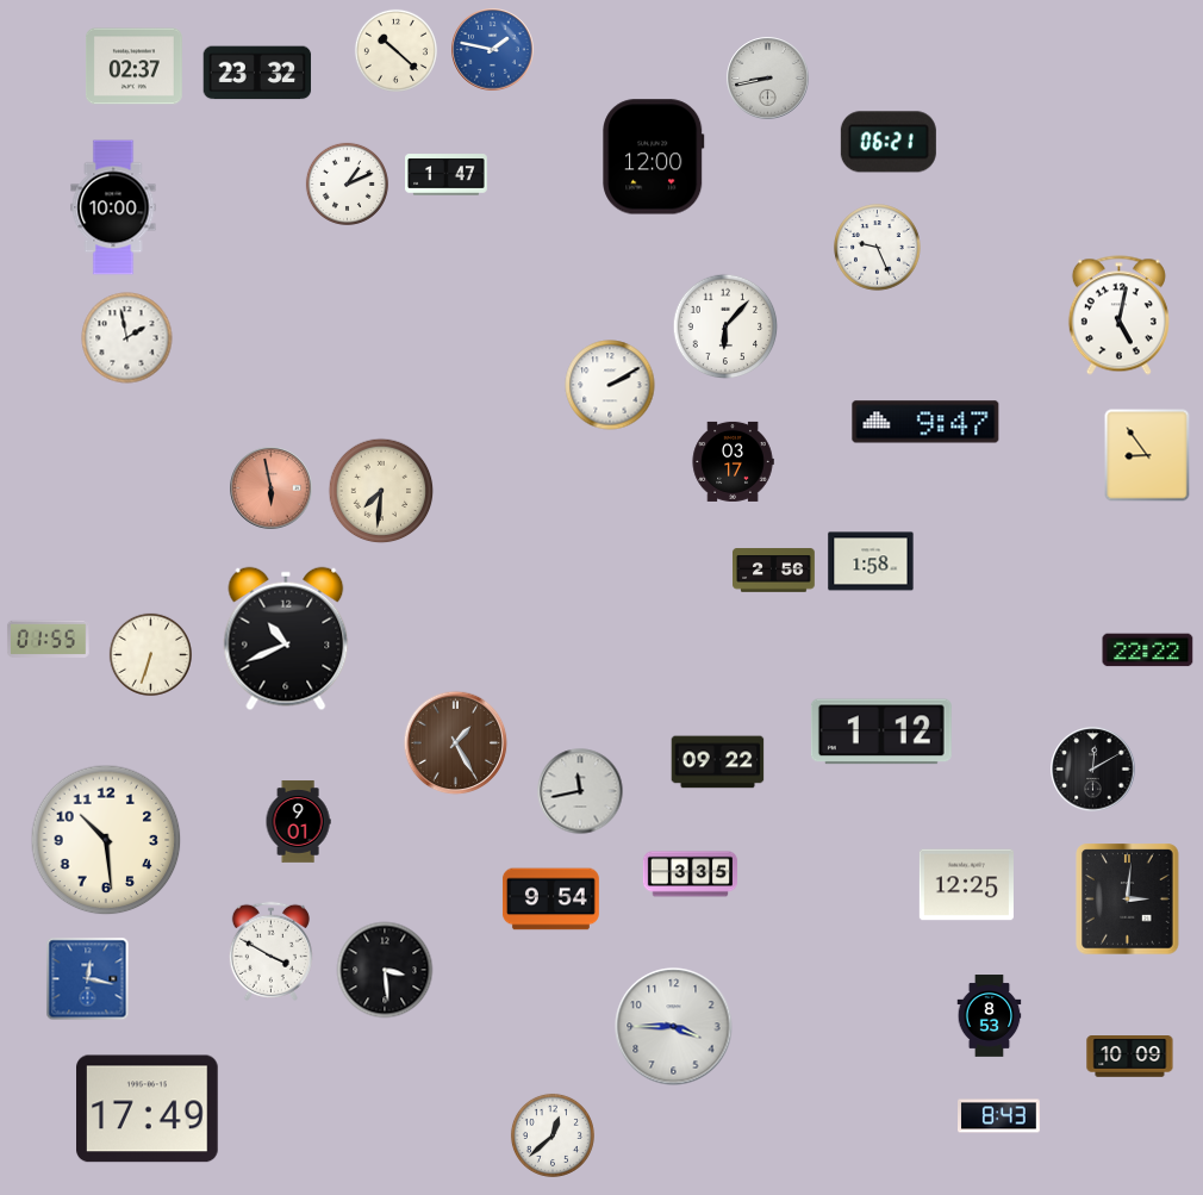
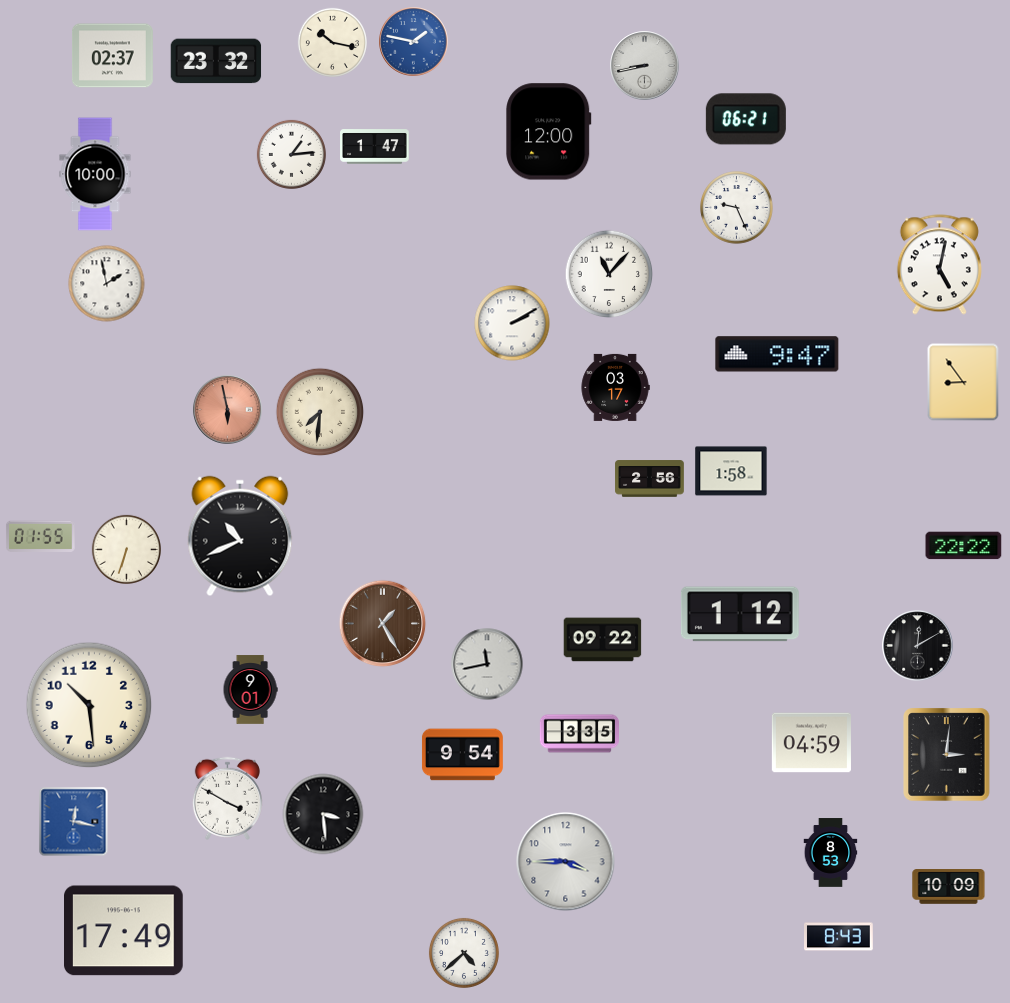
clock at (395, 50): 10:22 -> 10:17
clock at (347, 183): 1:11 -> 1:14
clock at (725, 326): 6:07 -> 11:07
clock at (966, 885): 12:25 -> 04:59
clock at (553, 1135): 12:38 -> 4:38
